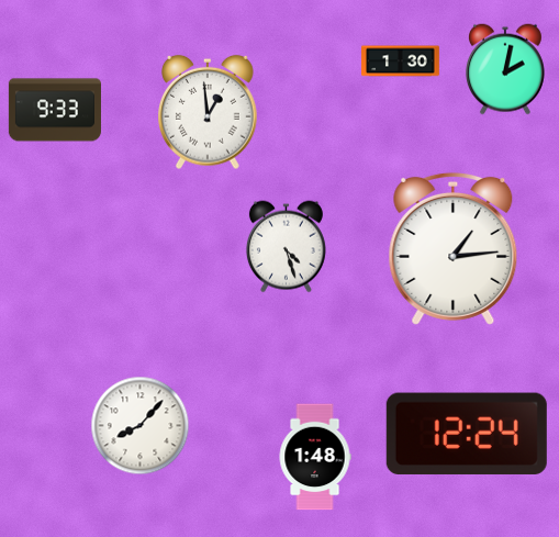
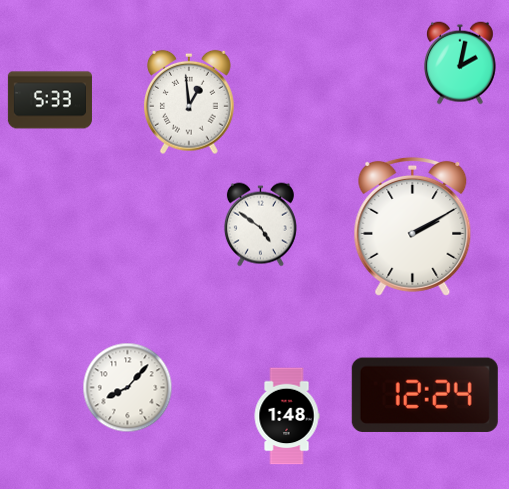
clock at (401, 61): 1:30 -> none
clock at (55, 110): 9:33 -> 5:33
clock at (286, 247): 4:27 -> 4:51
clock at (454, 248): 1:14 -> 2:10
